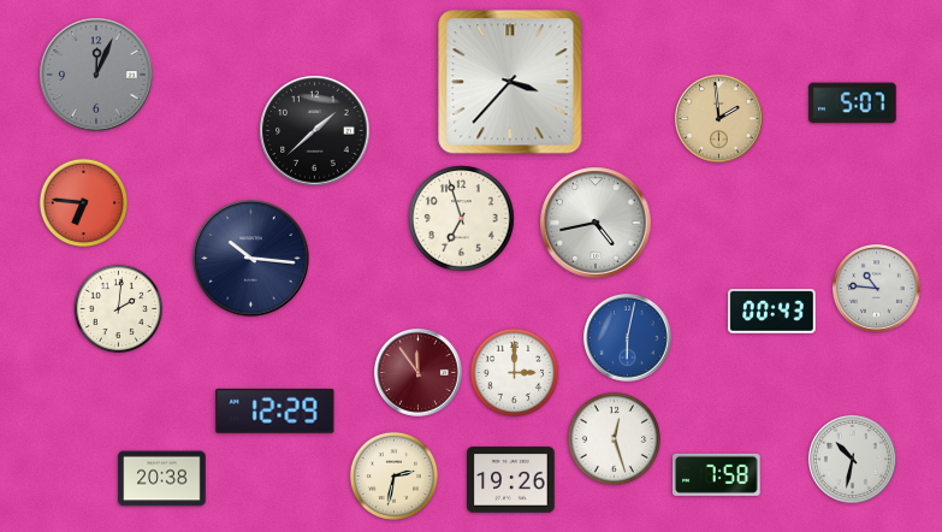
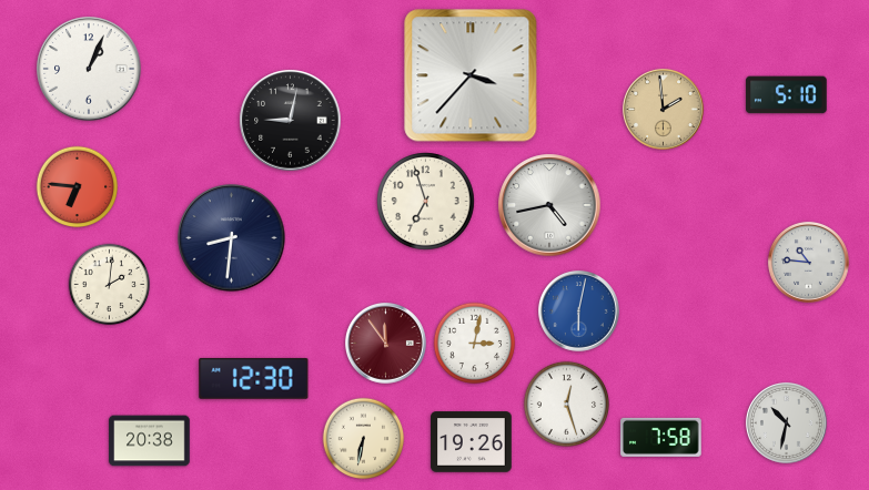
clock at (96, 75): 12:04 -> 1:04
clock at (96, 75) dial: grey -> white
clock at (853, 104): 5:07 -> 5:10
clock at (315, 131): 1:38 -> 9:02
clock at (251, 259): 10:16 -> 8:31
clock at (876, 288) position: (876, 288) -> (808, 262)
clock at (772, 312): 00:43 -> none
clock at (515, 373): 3:00 -> 3:02
clock at (276, 410): 12:29 -> 12:30
clock at (395, 477): 2:32 -> 6:32
